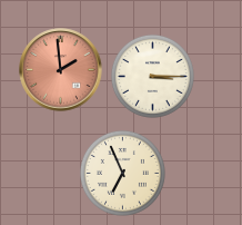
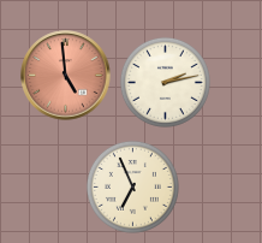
clock at (61, 70): 1:59 -> 4:59
clock at (152, 76): 3:15 -> 2:13
